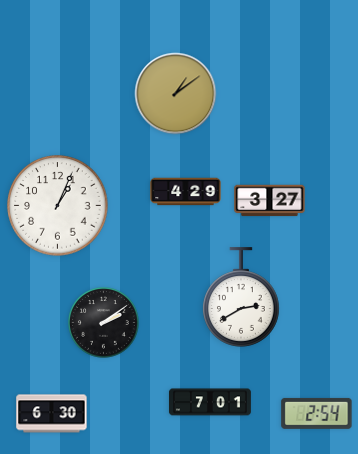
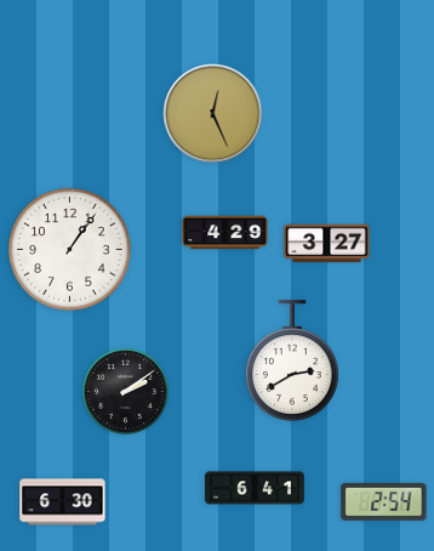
clock at (176, 94): 1:09 -> 12:26
clock at (58, 206): 1:04 -> 1:06
clock at (210, 402): 7:01 -> 6:41
